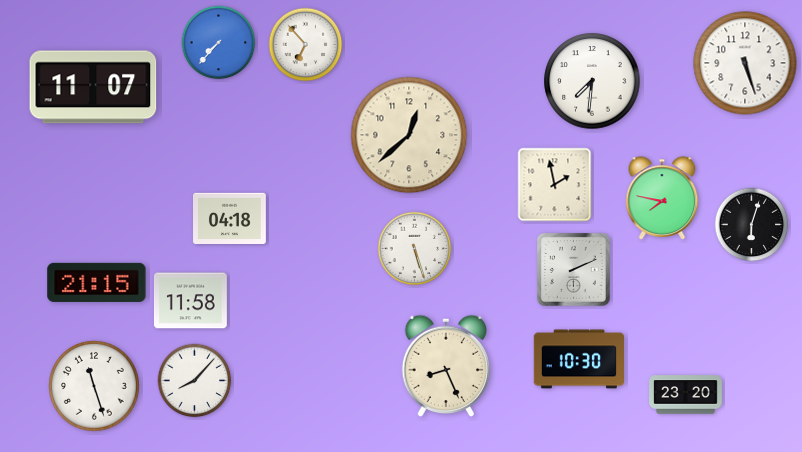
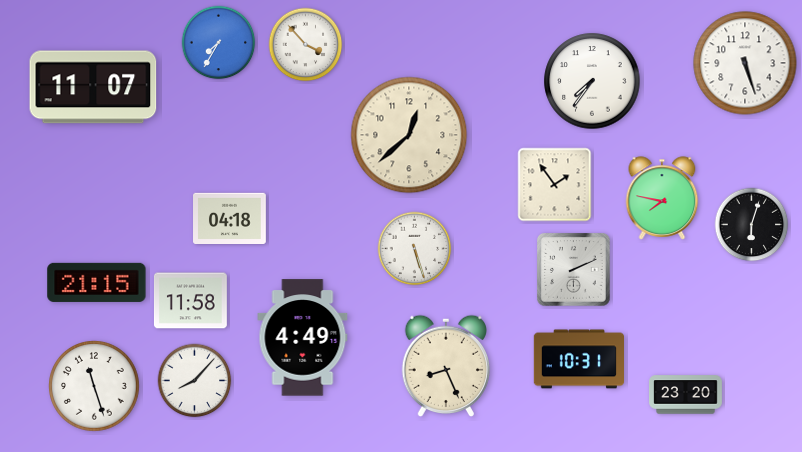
clock at (219, 43): 7:37 -> 7:35
clock at (306, 45): 6:53 -> 3:53
clock at (592, 81): 7:31 -> 7:36
clock at (555, 185): 1:58 -> 1:54
clock at (303, 338): none -> 4:49
clock at (578, 359): 10:30 -> 10:31
